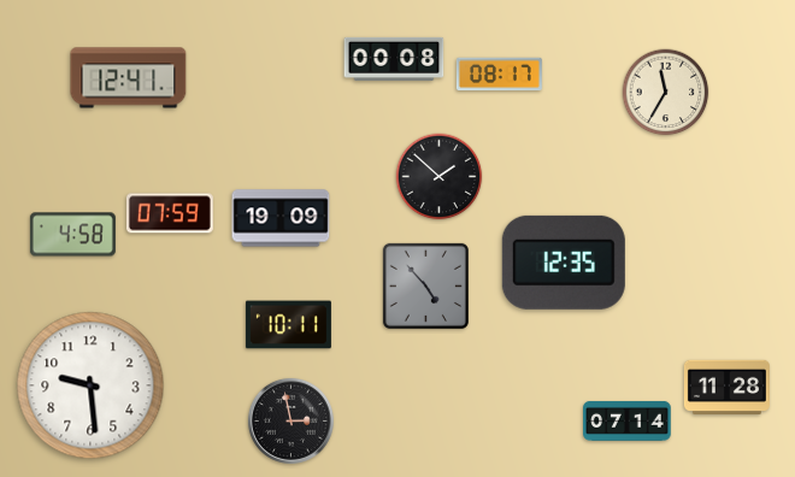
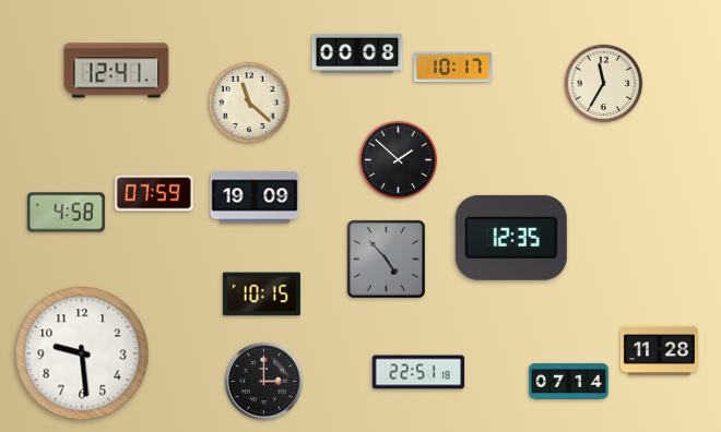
clock at (499, 75): 08:17 -> 10:17
clock at (249, 103): none -> 11:22
clock at (288, 325): 10:11 -> 10:15
clock at (90, 385) position: (90, 385) -> (82, 353)
clock at (418, 372): none -> 22:51
clock at (290, 420): 2:58 -> 3:00
